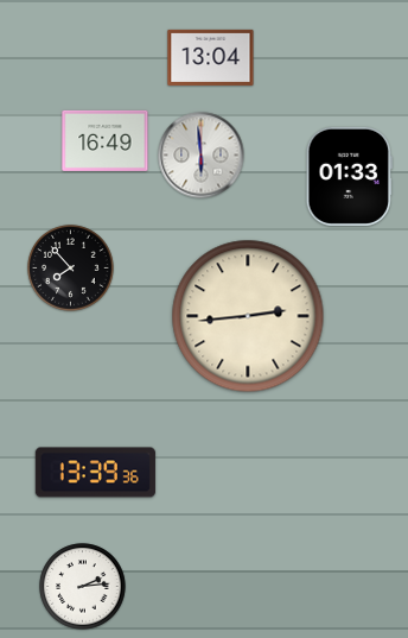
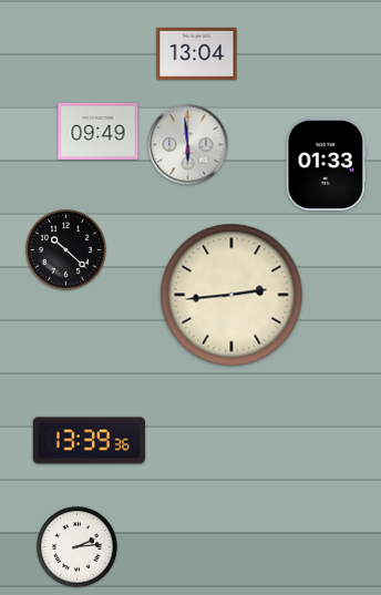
clock at (106, 140): 16:49 -> 09:49
clock at (71, 269): 7:53 -> 10:22
